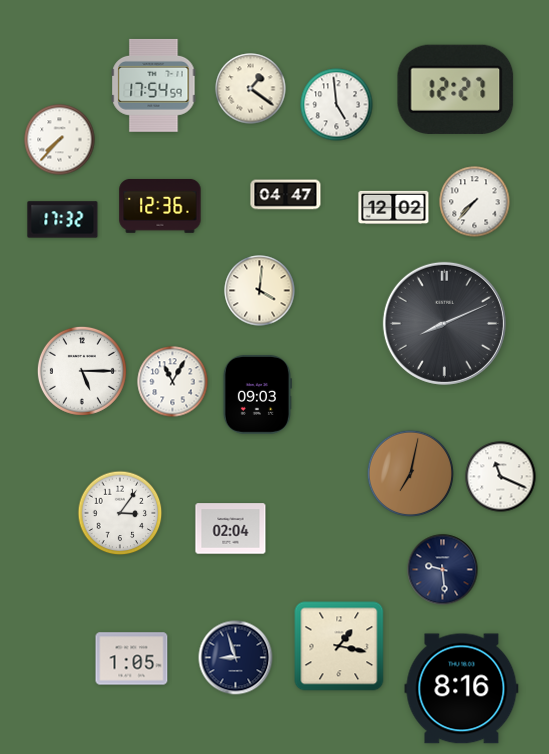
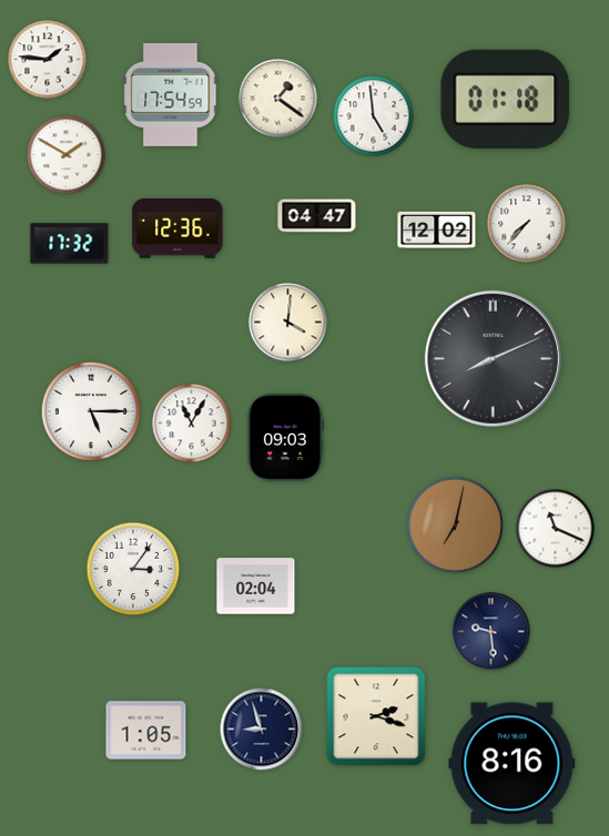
clock at (48, 60): none -> 1:46
clock at (456, 89): 12:27 -> 01:18
clock at (60, 140): 7:37 -> 1:50
clock at (339, 646): 1:17 -> 2:18
